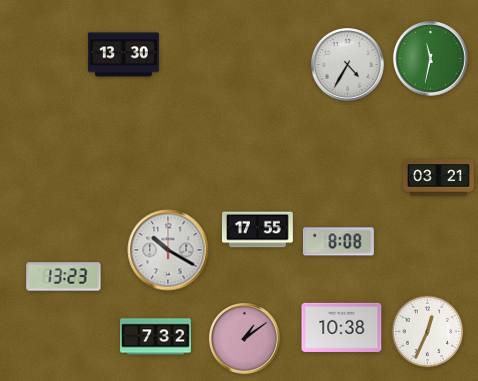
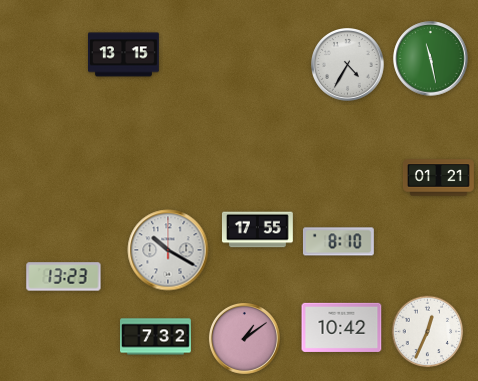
clock at (124, 55): 13:30 -> 13:15
clock at (431, 59): 11:32 -> 11:28
clock at (439, 178): 03:21 -> 01:21
clock at (338, 242): 8:08 -> 8:10
clock at (342, 327): 10:38 -> 10:42
